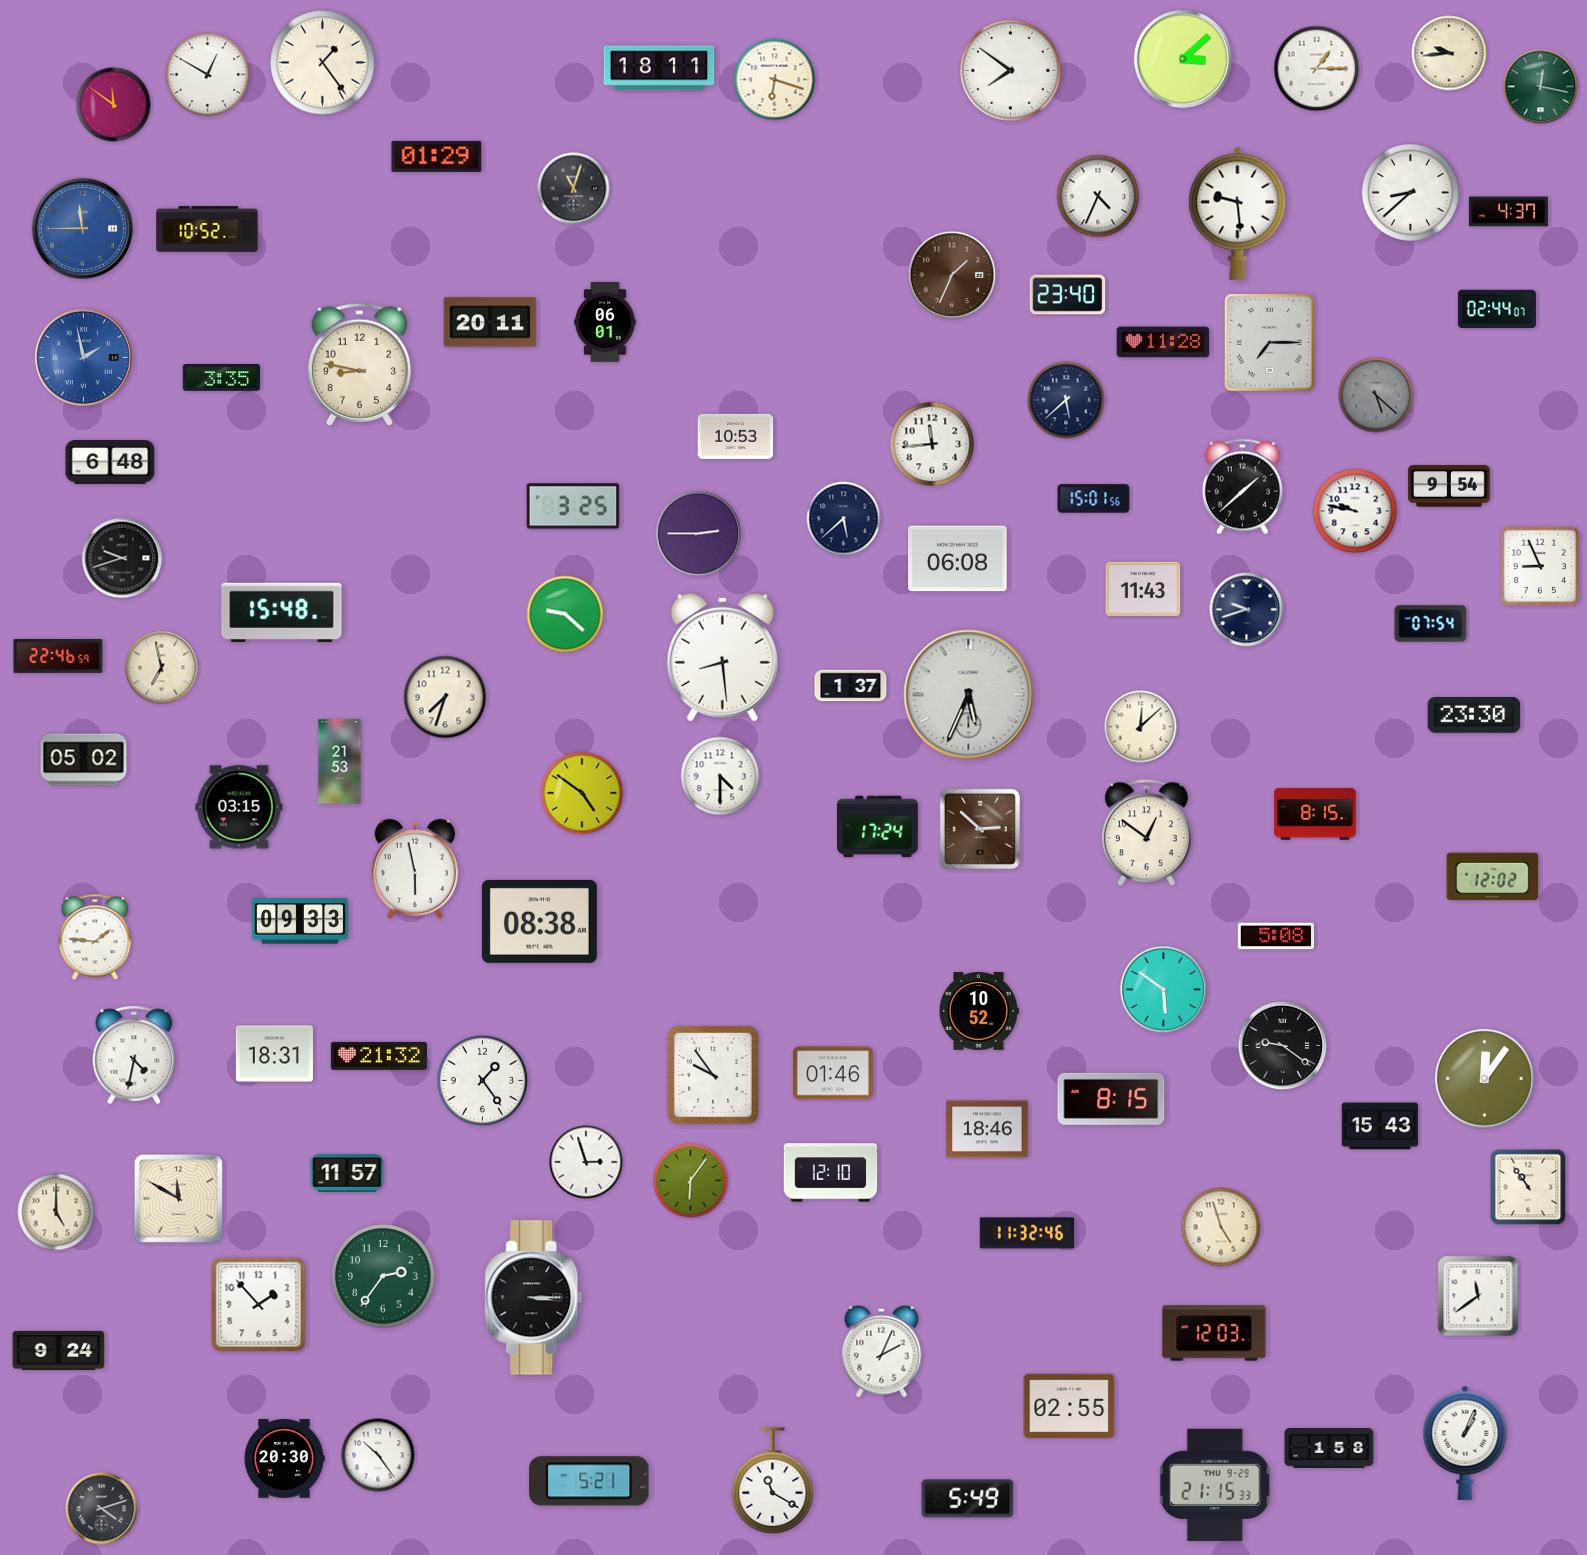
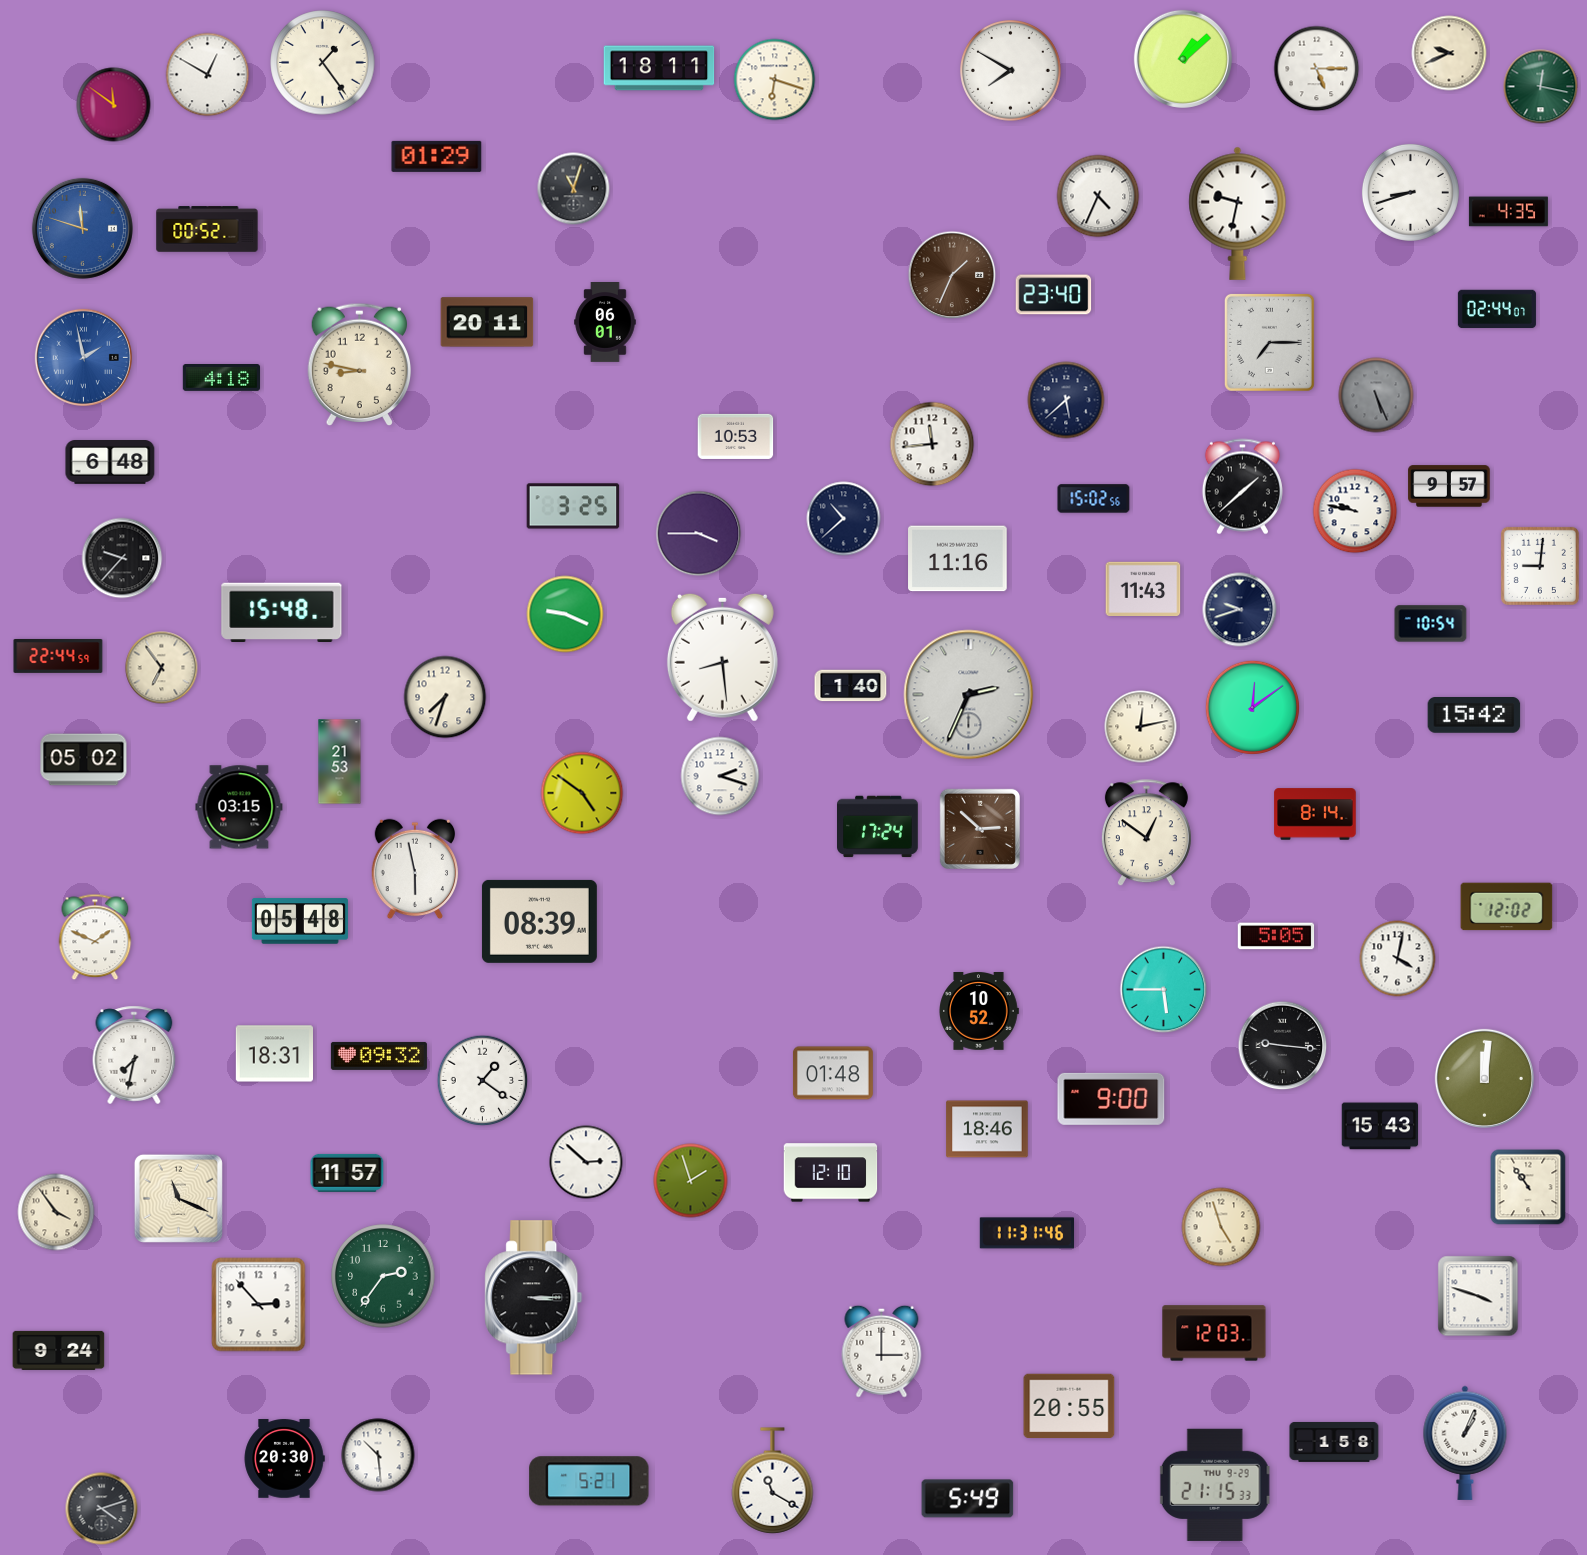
clock at (1449, 53): 9:44 -> 9:41
clock at (1183, 59): 3:08 -> 1:08
clock at (1317, 69): 1:15 -> 5:15
clock at (1011, 71): 7:51 -> 7:50
clock at (1410, 192): 8:38 -> 8:42
clock at (1508, 212): 4:37 -> 4:35
clock at (1238, 213): 9:29 -> 9:32
clock at (82, 228): 11:45 -> 11:48
clock at (207, 229): 10:52 -> 00:52
clock at (1068, 295) position: (1068, 295) -> (1054, 295)
clock at (490, 322) position: (490, 322) -> (487, 322)
clock at (1163, 342): 11:28 -> none
clock at (221, 378): 3:35 -> 4:18
clock at (1376, 395): 5:22 -> 5:26
clock at (1449, 486): 9:54 -> 9:57
clock at (1094, 499): 15:01 -> 15:02
clock at (844, 519): 5:38 -> 10:38
clock at (699, 534): 2:45 -> 3:45
clock at (122, 558): 9:42 -> 9:37
clock at (958, 559): 06:08 -> 11:16
clock at (1540, 566): 8:56 -> 9:01
clock at (1247, 610) position: (1247, 610) -> (1240, 610)
clock at (565, 614): 9:22 -> 9:19
clock at (1431, 624): 07:54 -> 10:54
clock at (58, 656): 22:46 -> 22:44
clock at (162, 668): 6:58 -> 6:54
clock at (851, 686): 1:37 -> 1:40
clock at (969, 695): 5:34 -> 2:34
clock at (1252, 707): none -> 12:09
clock at (1474, 716): 23:30 -> 15:42
clock at (1141, 727): 12:08 -> 12:13
clock at (720, 776): 4:30 -> 2:18
clock at (1315, 814): 8:15 -> 8:14
clock at (1493, 877) position: (1493, 877) -> (1507, 907)
clock at (300, 921): 09:33 -> 05:48
clock at (539, 921): 08:38 -> 08:39
clock at (1276, 936): 5:08 -> 5:05
clock at (95, 937): 1:46 -> 1:49
clock at (1398, 959): none -> 4:02
clock at (1164, 990): 5:51 -> 5:45
clock at (1283, 1046): 9:21 -> 9:16
clock at (134, 1055): 4:32 -> 7:32
clock at (379, 1056): 21:32 -> 09:32
clock at (833, 1073): 01:46 -> 01:48
clock at (713, 1075): 9:54 -> none
clock at (1484, 1078): 12:06 -> 12:01
clock at (483, 1081): 1:24 -> 1:21
clock at (1111, 1099): 8:15 -> 9:00
clock at (586, 1162): 2:57 -> 2:52
clock at (691, 1181): 6:06 -> 1:57
clock at (178, 1198): 11:50 -> 11:19
clock at (56, 1212): 5:00 -> 3:54
clock at (1026, 1233): 11:32 -> 11:31
clock at (1478, 1296): 11:39 -> 3:48
clock at (259, 1305): 1:53 -> 2:53
clock at (882, 1351): 2:04 -> 3:00
clock at (1069, 1406): 02:55 -> 20:55
clock at (1329, 1448) position: (1329, 1448) -> (1334, 1442)
clock at (378, 1455): 10:24 -> 10:29
